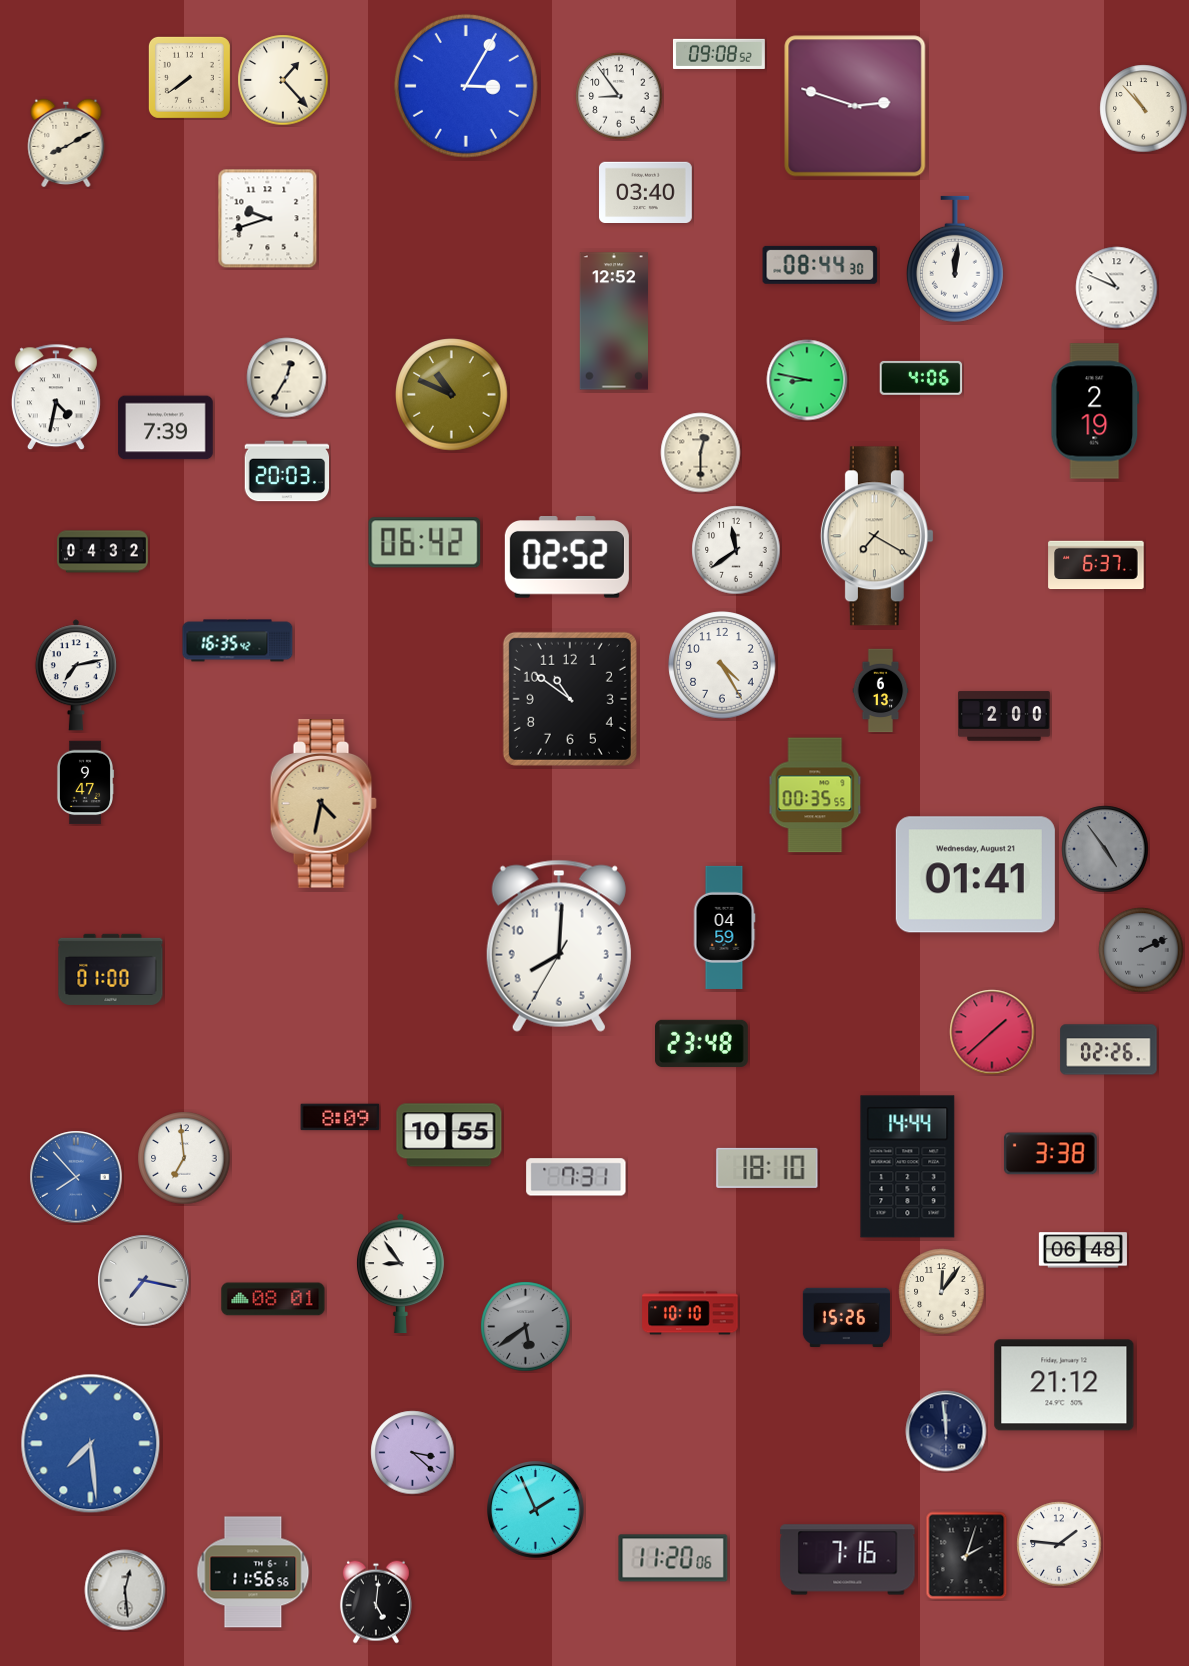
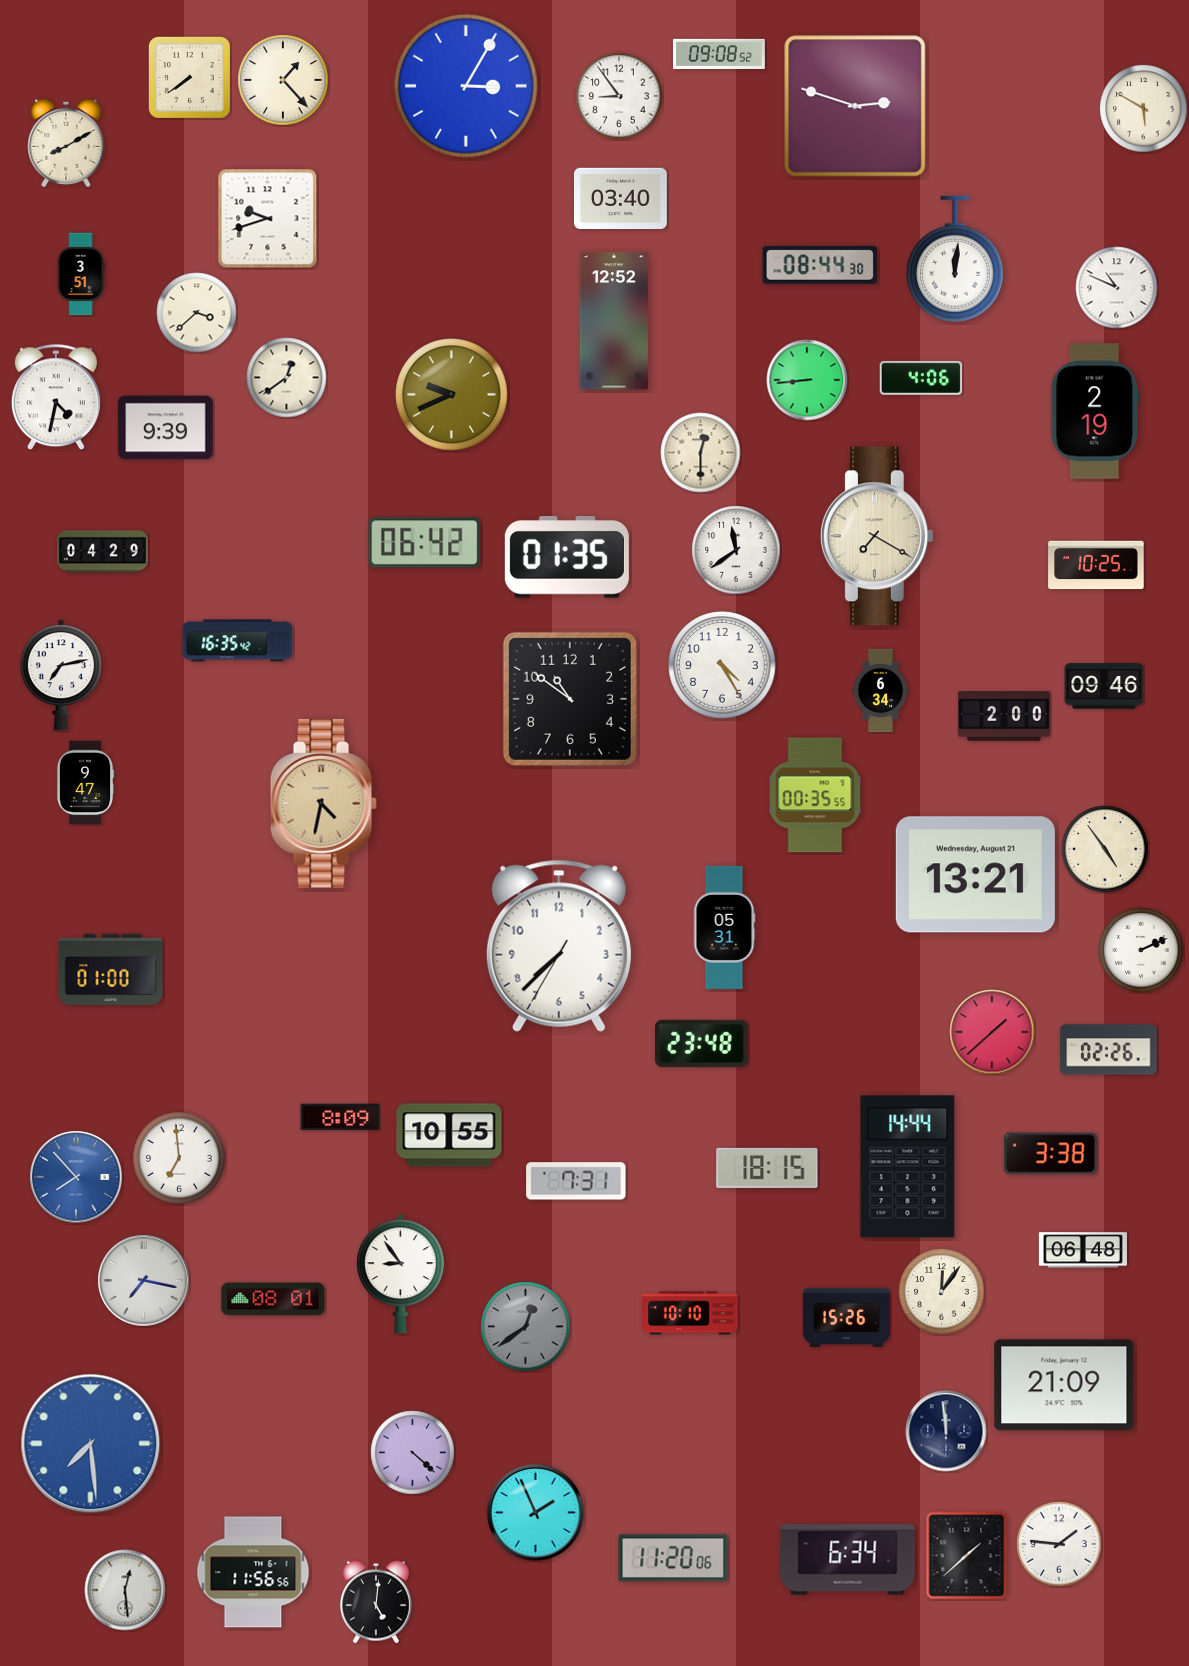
clock at (1144, 109): 10:53 -> 5:50
clock at (646, 193) position: (646, 193) -> (621, 199)
clock at (81, 274): none -> 3:51
clock at (197, 313): none -> 3:38
clock at (287, 378): 12:35 -> 12:39
clock at (807, 380): 8:47 -> 8:44
clock at (452, 395): 10:49 -> 9:41
clock at (166, 428): 7:39 -> 9:39
clock at (287, 471): 20:03 -> none
clock at (102, 552): 04:32 -> 04:29
clock at (567, 558): 02:52 -> 01:35
clock at (1096, 565): 6:37 -> 10:25
clock at (76, 675) position: (76, 675) -> (61, 675)
clock at (1104, 686): none -> 09:46
clock at (881, 691): 6:13 -> 6:34
clock at (1105, 849) dial: grey -> cream
clock at (975, 875): 01:41 -> 13:21
clock at (724, 927): 04:59 -> 05:31
clock at (559, 946): 8:00 -> 7:37
clock at (1141, 950) dial: grey -> white
clock at (184, 1158) position: (184, 1158) -> (179, 1158)
clock at (767, 1168): 18:10 -> 18:15
clock at (576, 1177) position: (576, 1177) -> (576, 1181)
clock at (526, 1327): 5:39 -> 12:39
clock at (1064, 1385): 21:12 -> 21:09
clock at (413, 1453): 3:22 -> 4:22
clock at (536, 1510) position: (536, 1510) -> (536, 1513)
clock at (967, 1556): 2:03 -> 1:38
clock at (848, 1560): 7:16 -> 6:34
